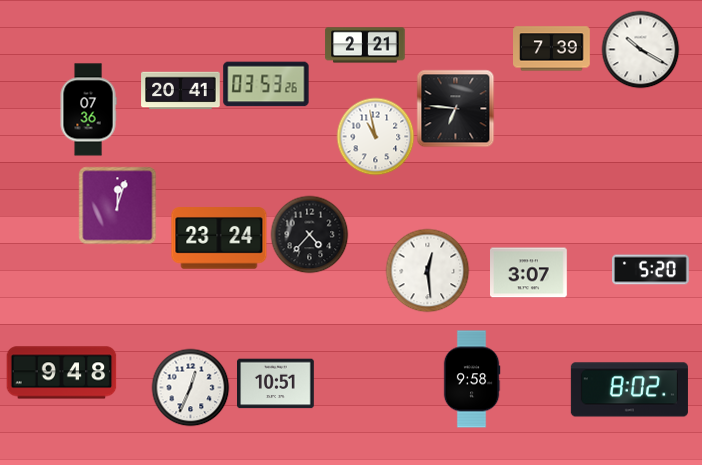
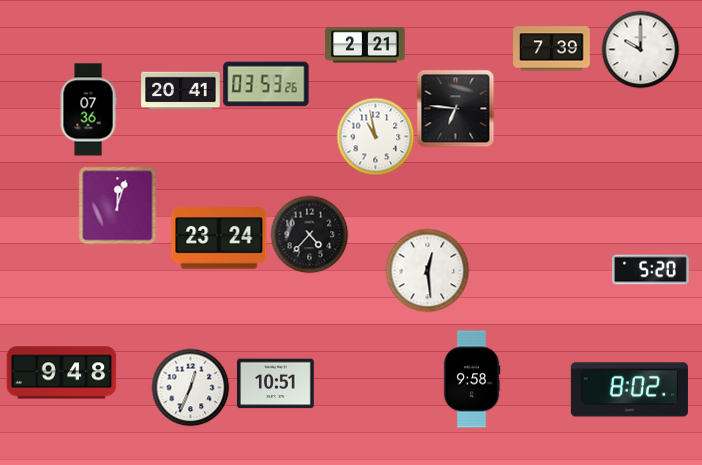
clock at (640, 49): 10:20 -> 10:00
clock at (529, 273): 3:07 -> none
